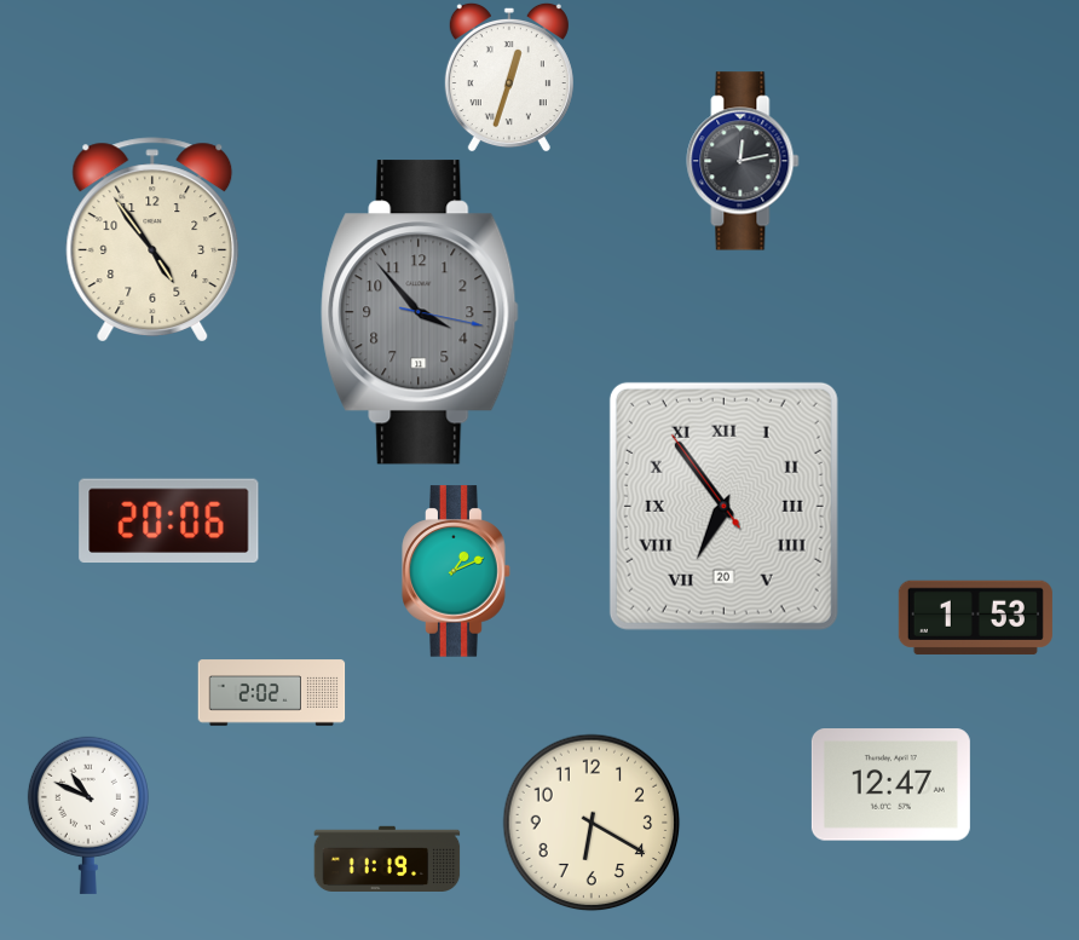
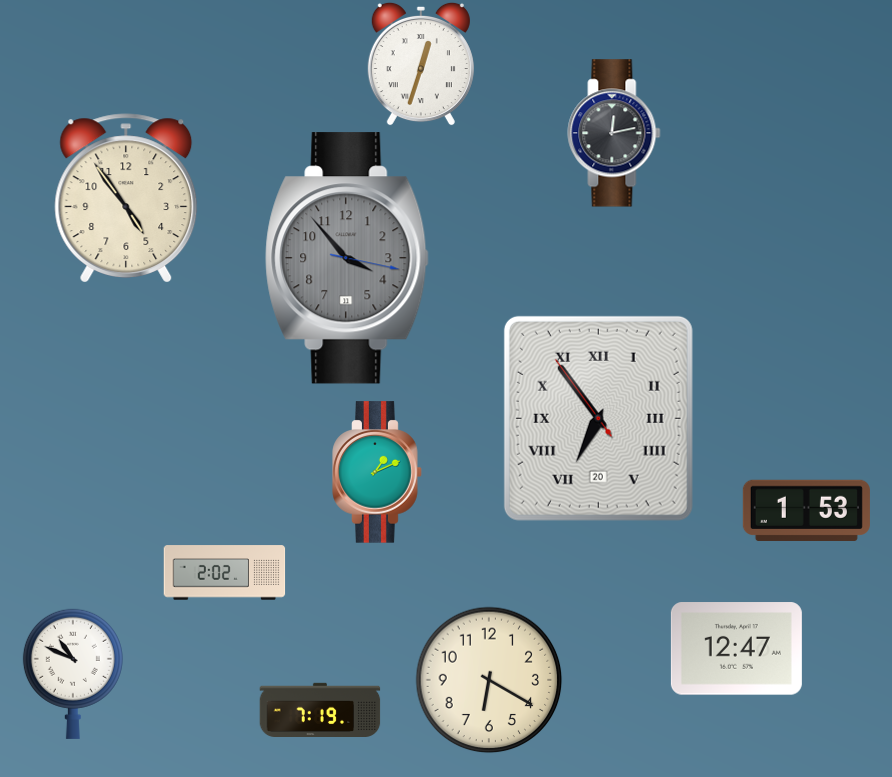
clock at (169, 521): 20:06 -> none
clock at (387, 858): 11:19 -> 7:19
